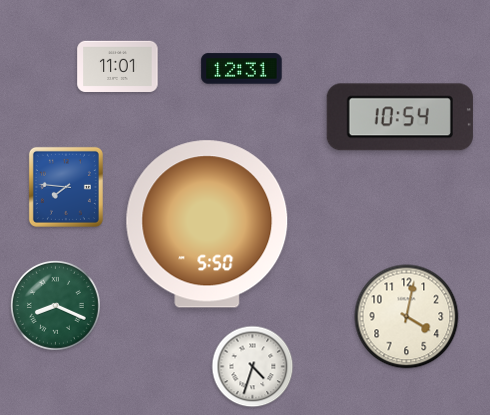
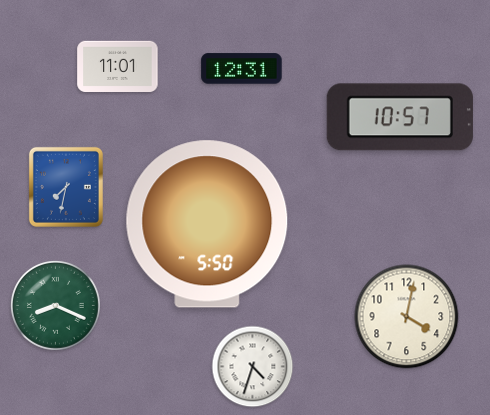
clock at (400, 117): 10:54 -> 10:57
clock at (66, 187): 7:46 -> 7:32
